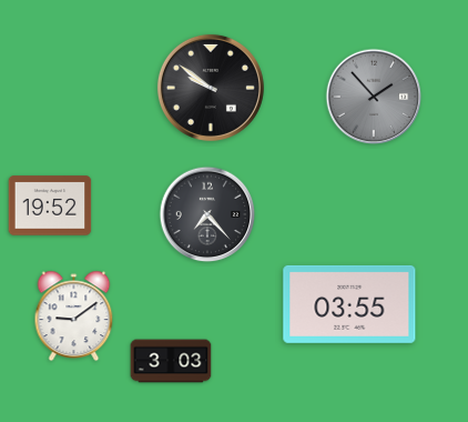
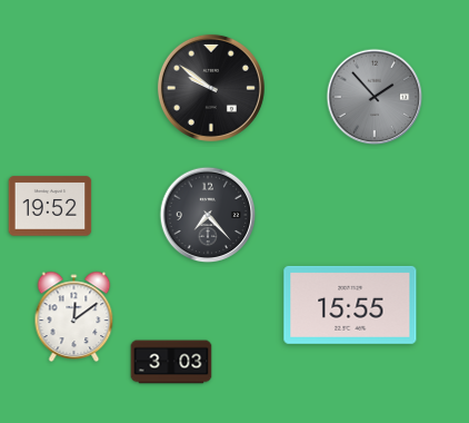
clock at (349, 304): 03:55 -> 15:55
clock at (74, 316): 9:09 -> 12:09
